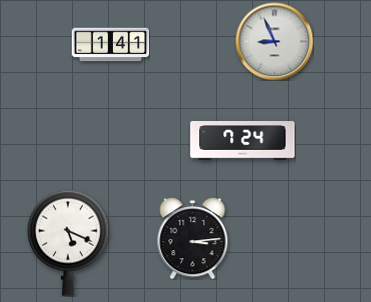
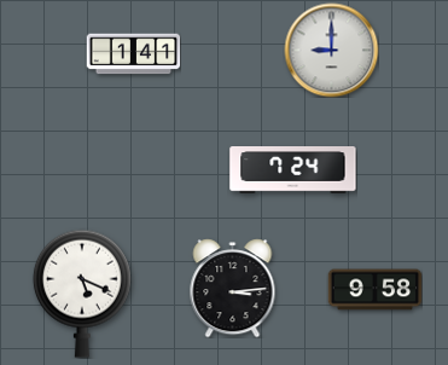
clock at (274, 41): 8:56 -> 9:00
clock at (374, 290): none -> 9:58
